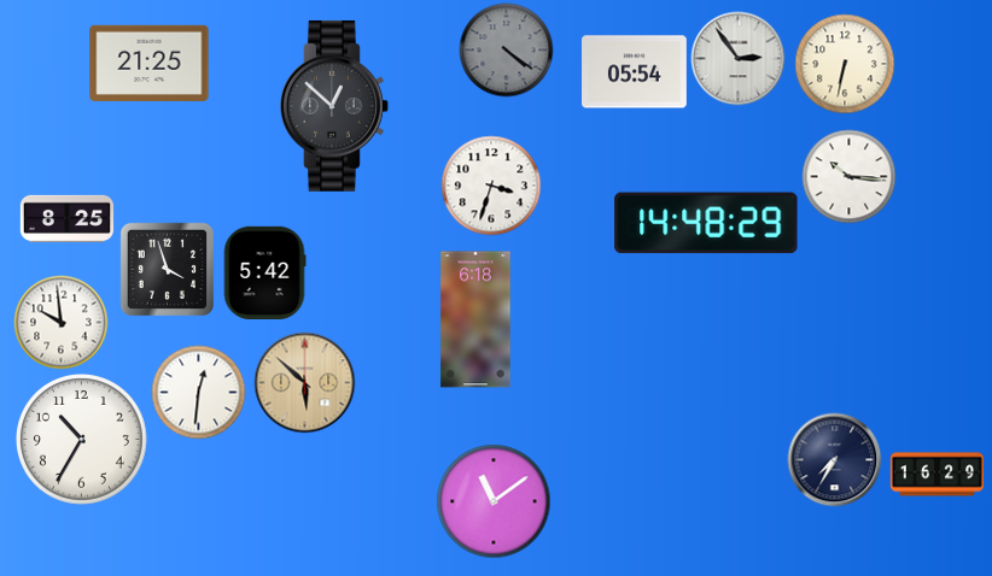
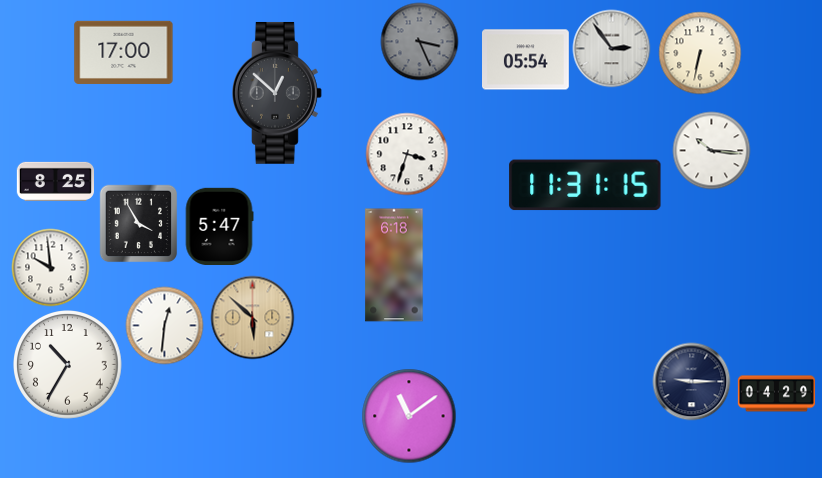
clock at (506, 49): 4:21 -> 3:26
clock at (150, 63): 21:25 -> 17:00
clock at (335, 106) position: (335, 106) -> (278, 93)
clock at (848, 176) position: (848, 176) -> (711, 150)
clock at (706, 223): 14:48 -> 11:31
clock at (167, 269): 3:57 -> 3:55
clock at (264, 272): 5:42 -> 5:47
clock at (834, 459): 7:35 -> 9:15
clock at (936, 475): 16:29 -> 04:29
